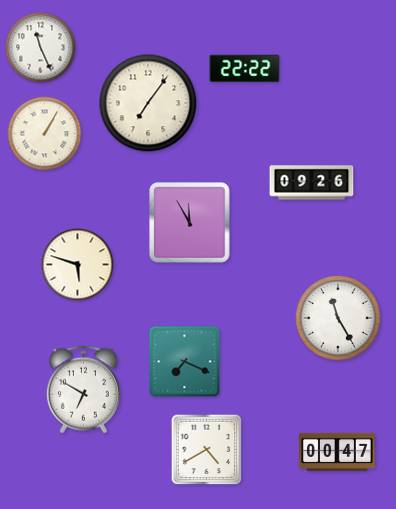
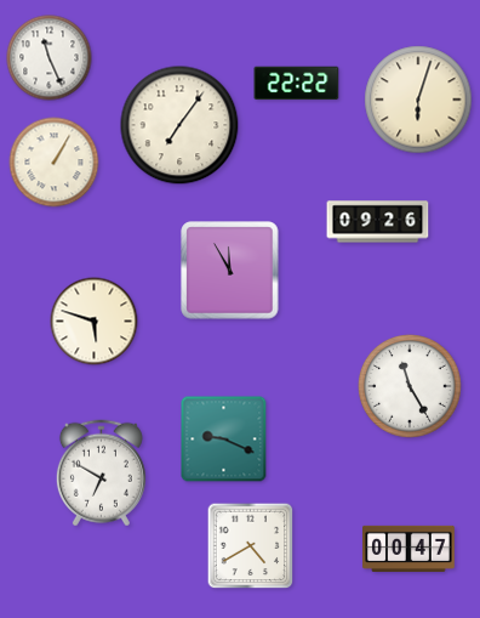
clock at (418, 100): none -> 6:03
clock at (185, 362): 7:19 -> 9:19
